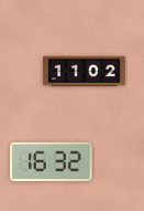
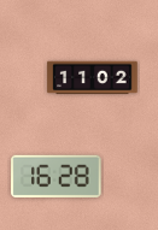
clock at (52, 161): 16:32 -> 16:28
